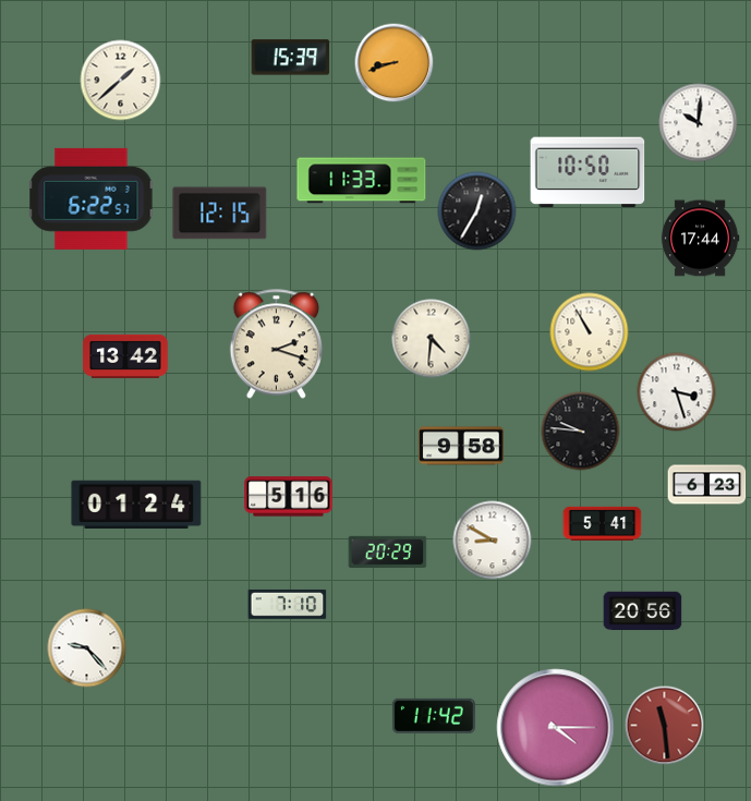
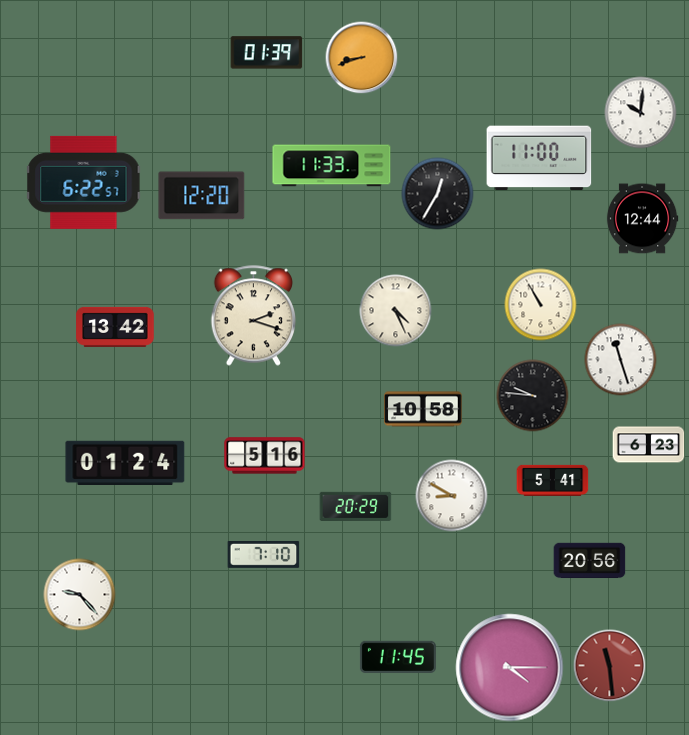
clock at (291, 58): 15:39 -> 01:39
clock at (121, 81): 1:38 -> none
clock at (588, 172): 10:50 -> 11:00
clock at (220, 214): 12:15 -> 12:20
clock at (700, 239): 17:44 -> 12:44
clock at (432, 339): 4:31 -> 4:26
clock at (677, 392): 3:27 -> 11:27
clock at (461, 446): 9:58 -> 10:58
clock at (434, 716): 11:42 -> 11:45
